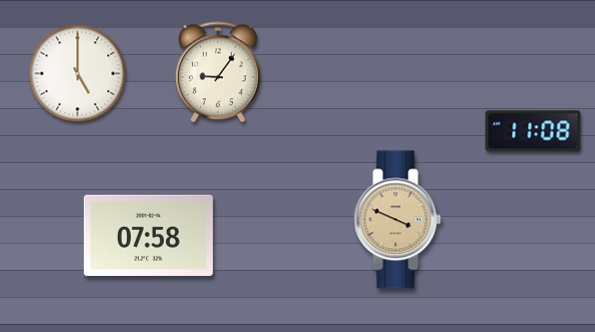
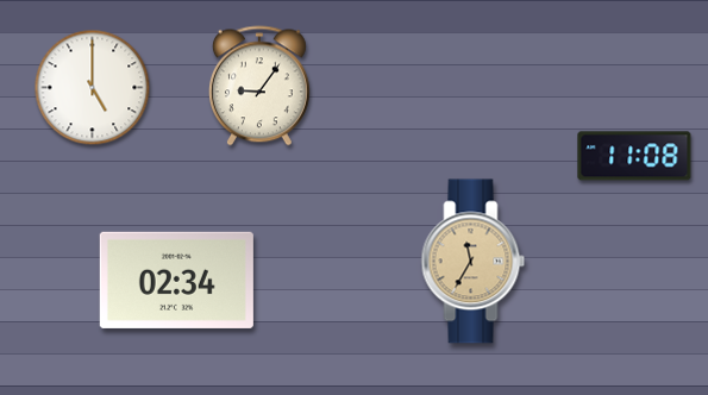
clock at (398, 220): 3:49 -> 11:35
clock at (148, 235): 07:58 -> 02:34
